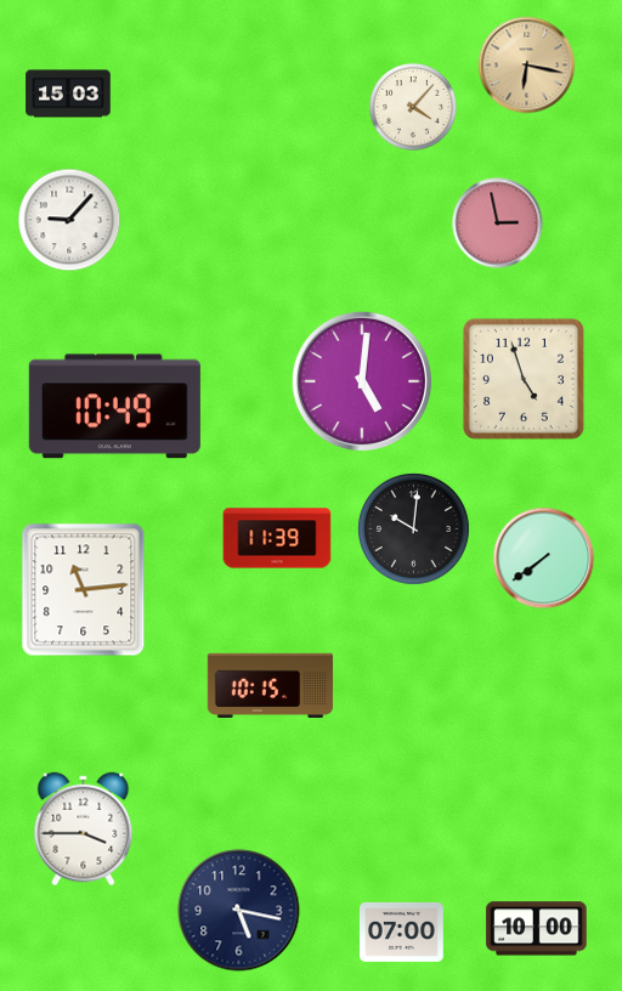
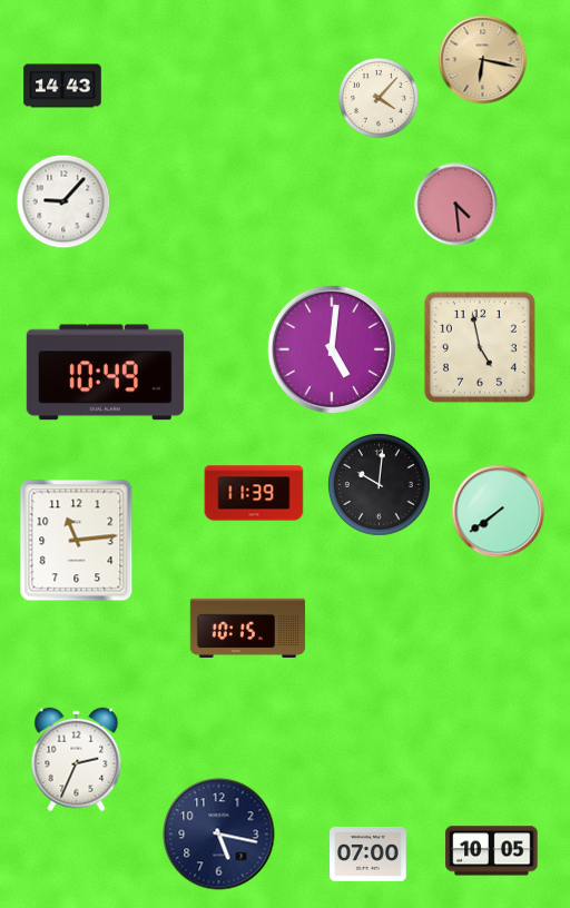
clock at (68, 94): 15:03 -> 14:43
clock at (498, 223): 2:58 -> 4:29
clock at (524, 379): 4:57 -> 4:58
clock at (84, 829): 3:45 -> 2:34
clock at (537, 929): 10:00 -> 10:05
